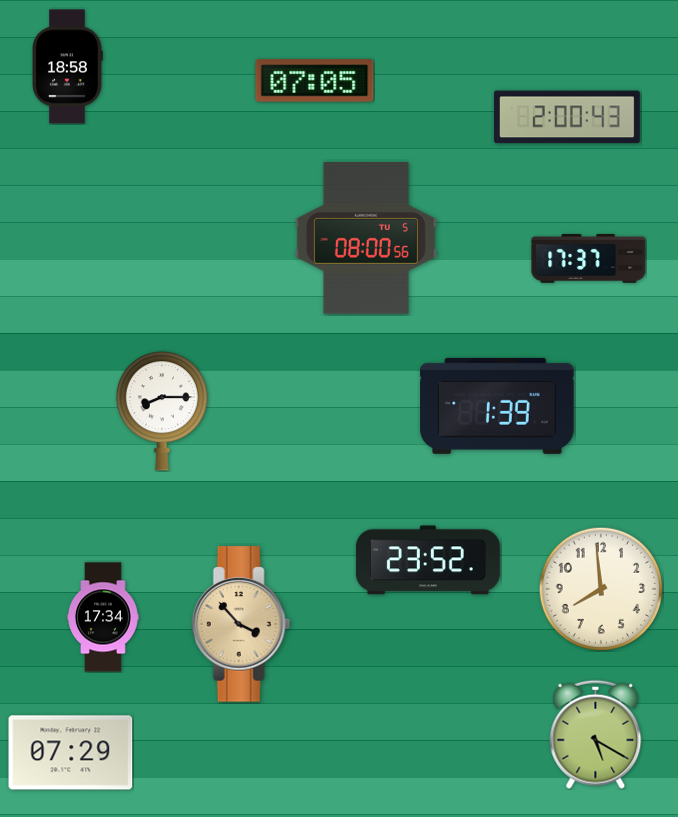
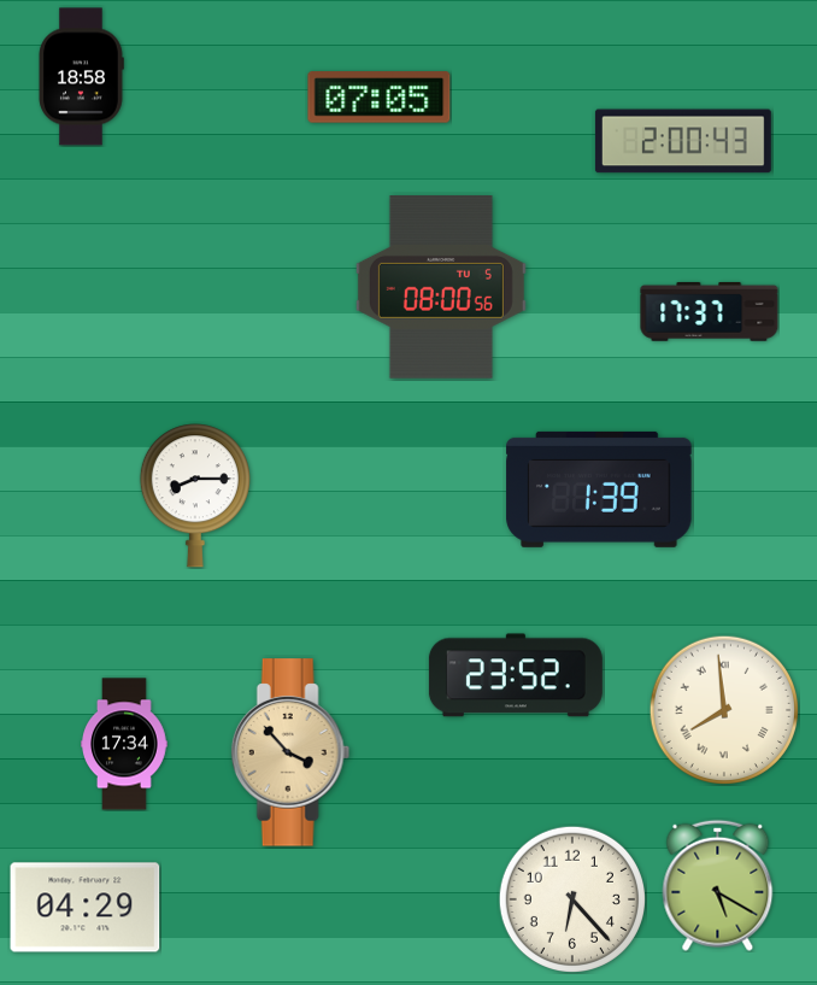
clock at (67, 67) position: (67, 67) -> (81, 77)
clock at (601, 589) numerals: Arabic -> Roman
clock at (571, 898): none -> 6:23
clock at (71, 753): 07:29 -> 04:29
